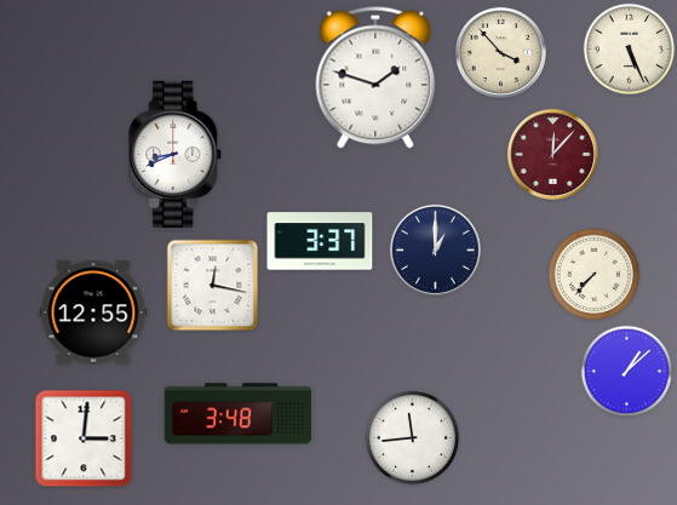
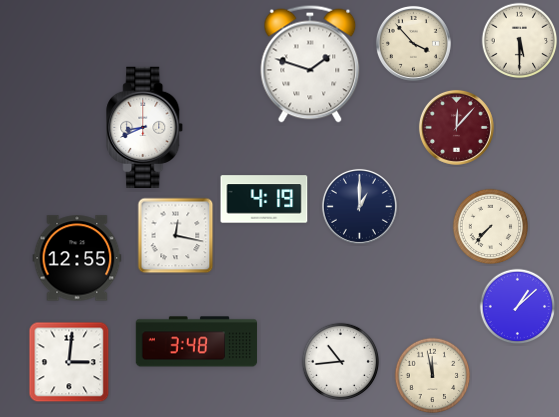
clock at (630, 50): 5:26 -> 5:30
clock at (320, 241): 3:37 -> 4:19
clock at (413, 438): 11:44 -> 10:44
clock at (433, 376): none -> 11:58
